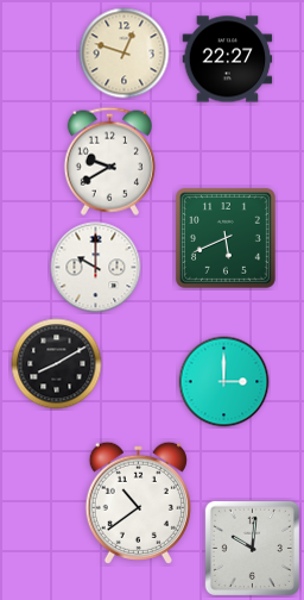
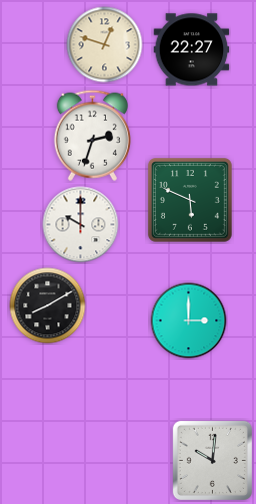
clock at (109, 161): 9:40 -> 2:33
clock at (226, 238): 5:41 -> 5:49
clock at (138, 502): 10:39 -> none
